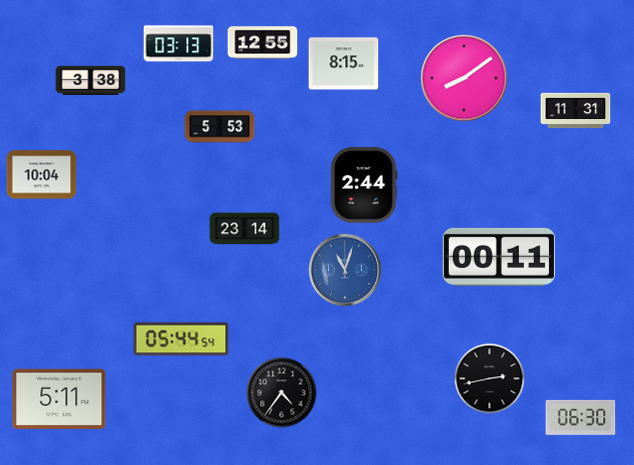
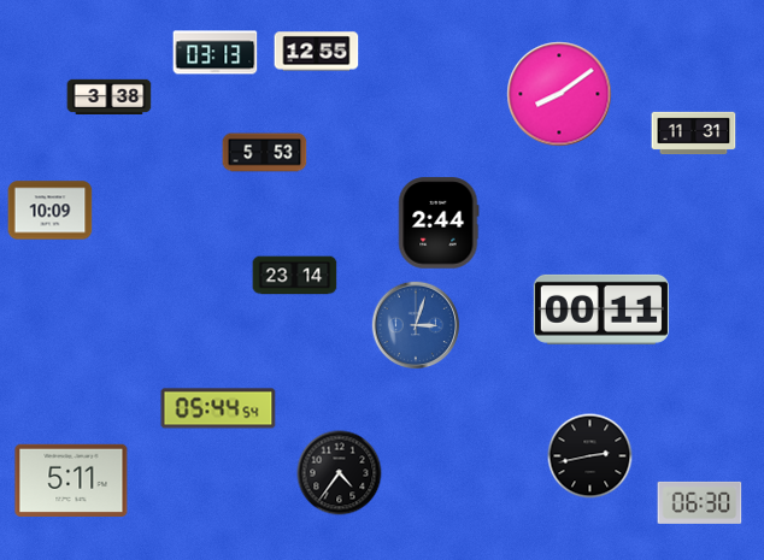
clock at (344, 64): 8:15 -> none
clock at (42, 175): 10:04 -> 10:09
clock at (345, 270): 11:03 -> 3:03
